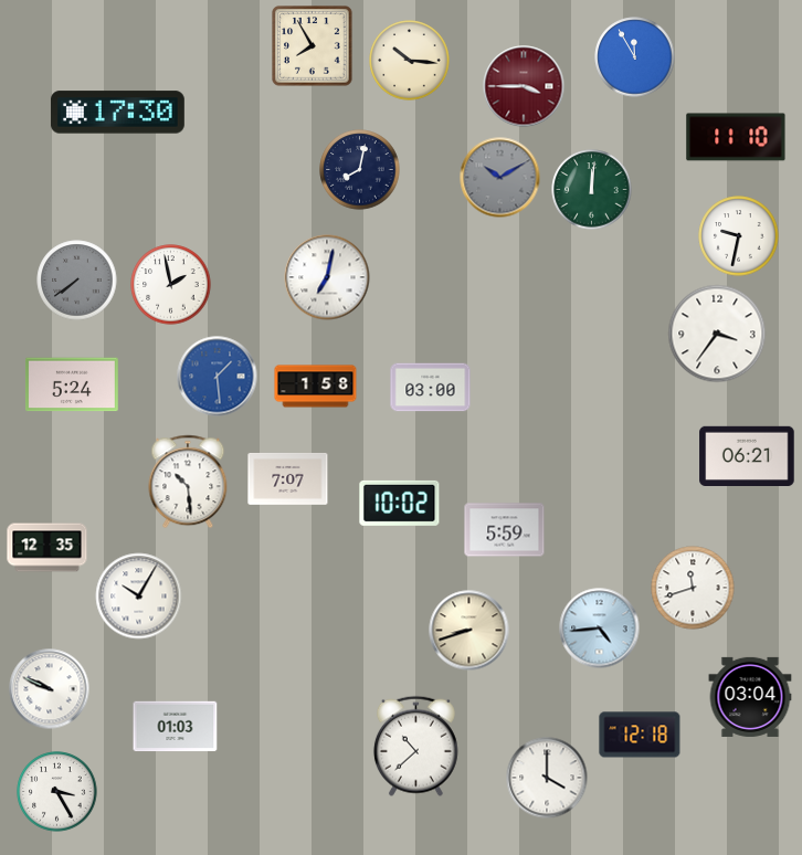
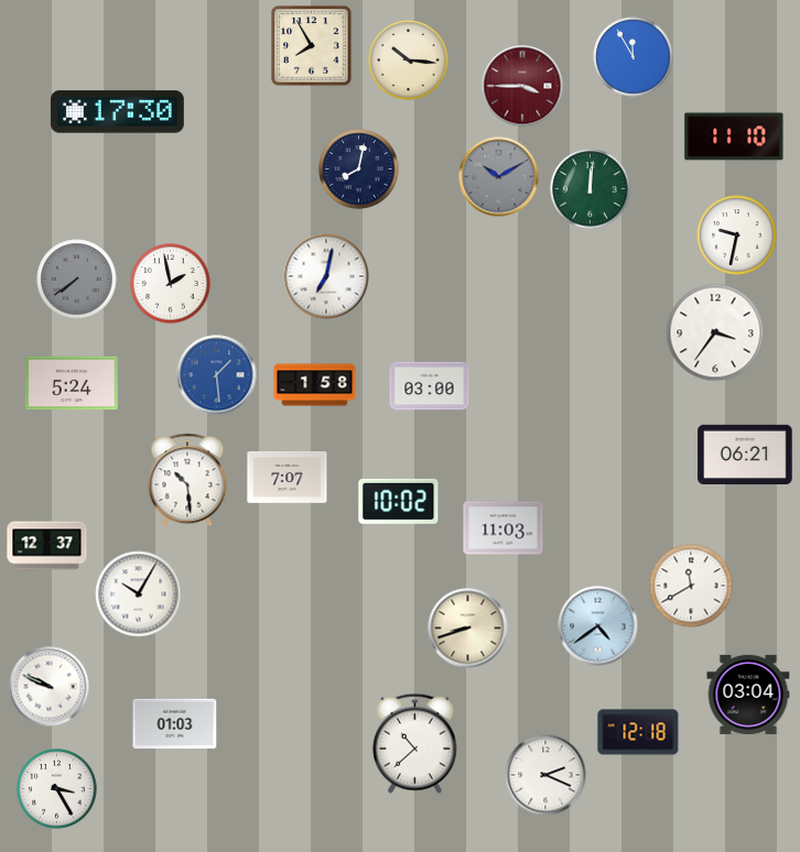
clock at (505, 530): 5:59 -> 11:03
clock at (48, 548): 12:35 -> 12:37
clock at (693, 588): 11:42 -> 11:40
clock at (600, 629): 4:44 -> 4:39
clock at (547, 778): 4:00 -> 2:19
